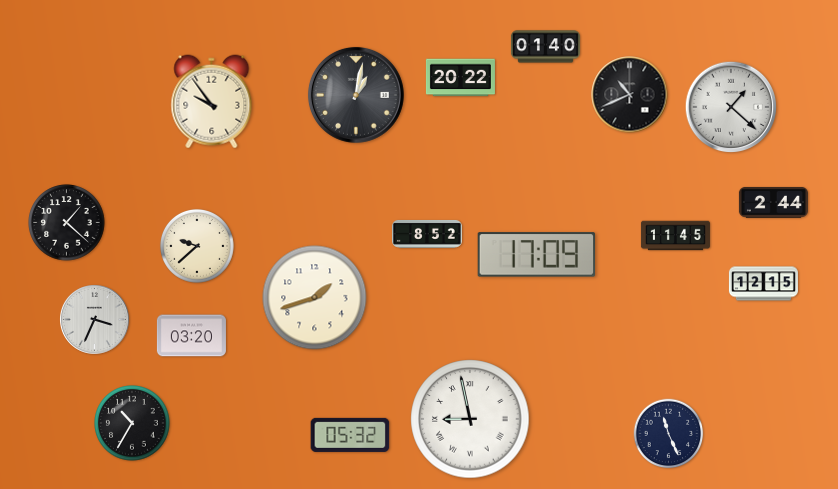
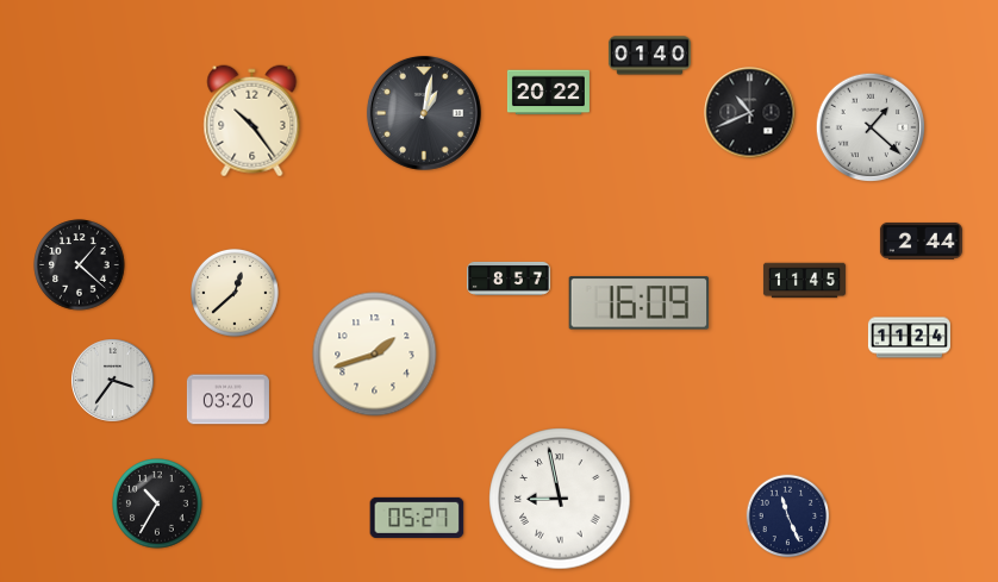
clock at (212, 102): 9:54 -> 10:24
clock at (428, 234): 8:52 -> 8:57
clock at (197, 246): 9:38 -> 12:38
clock at (537, 255): 17:09 -> 16:09
clock at (763, 284): 12:15 -> 11:24
clock at (95, 320): 3:34 -> 3:36
clock at (669, 434) position: (669, 434) -> (788, 517)
clock at (350, 435): 05:32 -> 05:27
